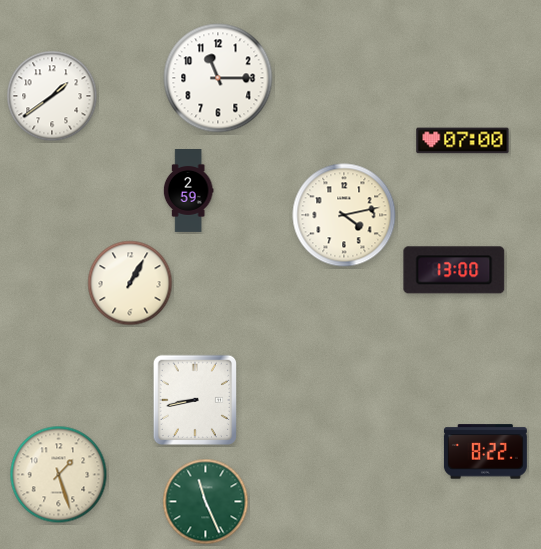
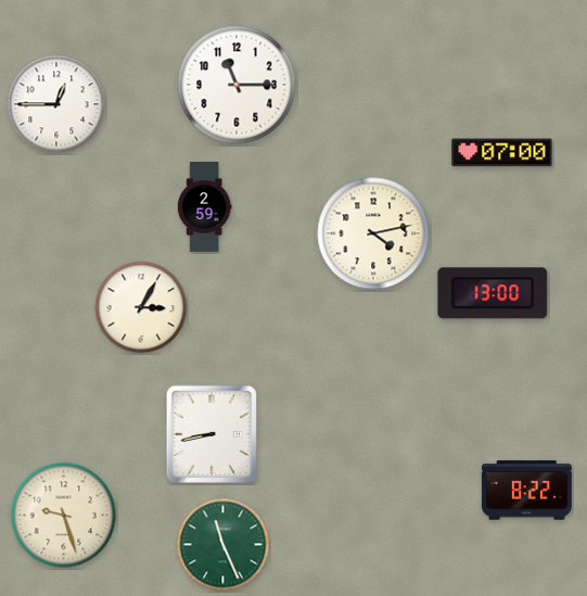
clock at (52, 96): 1:39 -> 12:45
clock at (130, 283): 1:05 -> 3:05
clock at (59, 475): 1:27 -> 9:27
